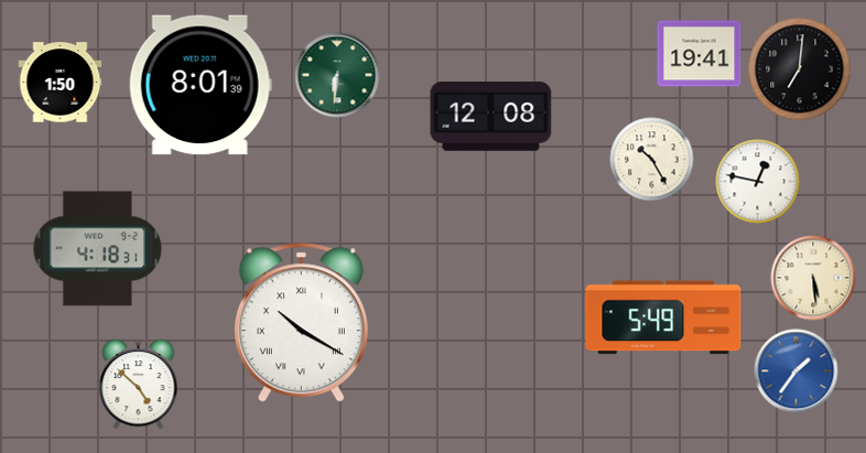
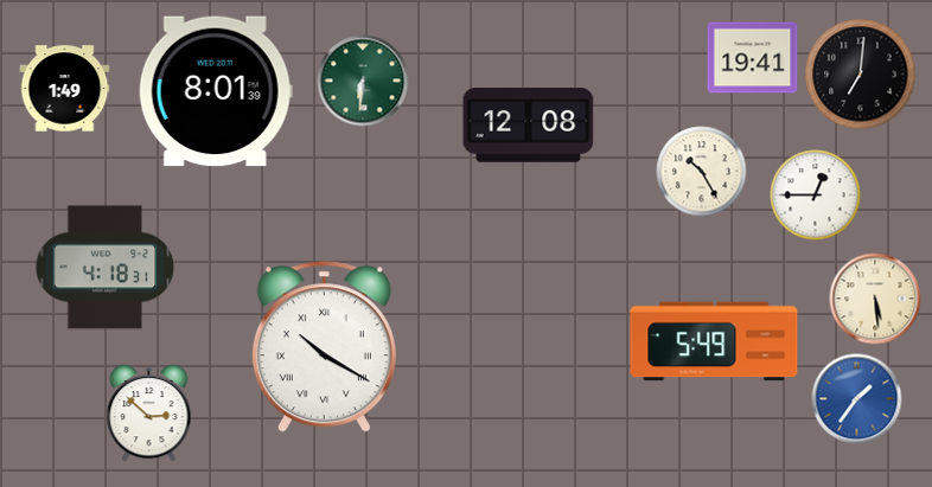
clock at (61, 83): 1:50 -> 1:49
clock at (758, 182): 12:47 -> 12:45
clock at (139, 385): 4:52 -> 2:52
